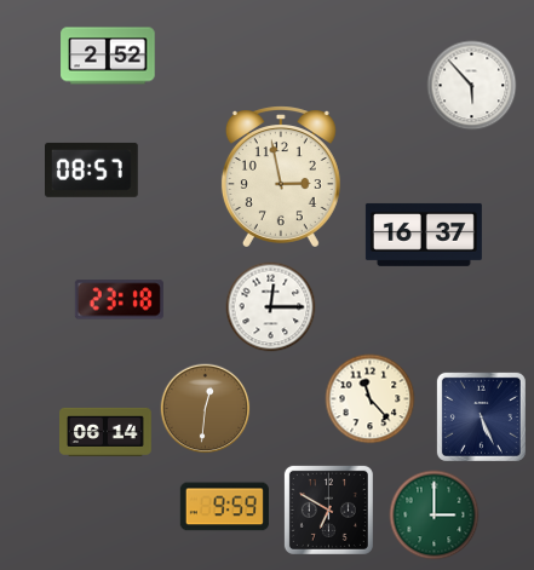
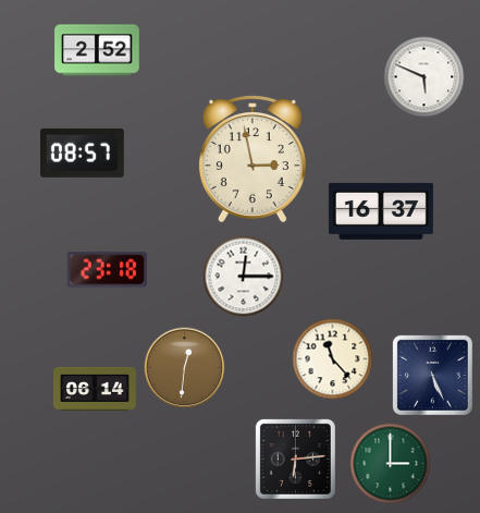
clock at (472, 86): 5:53 -> 5:49
clock at (224, 507): 9:59 -> none
clock at (328, 509): 6:50 -> 6:14
